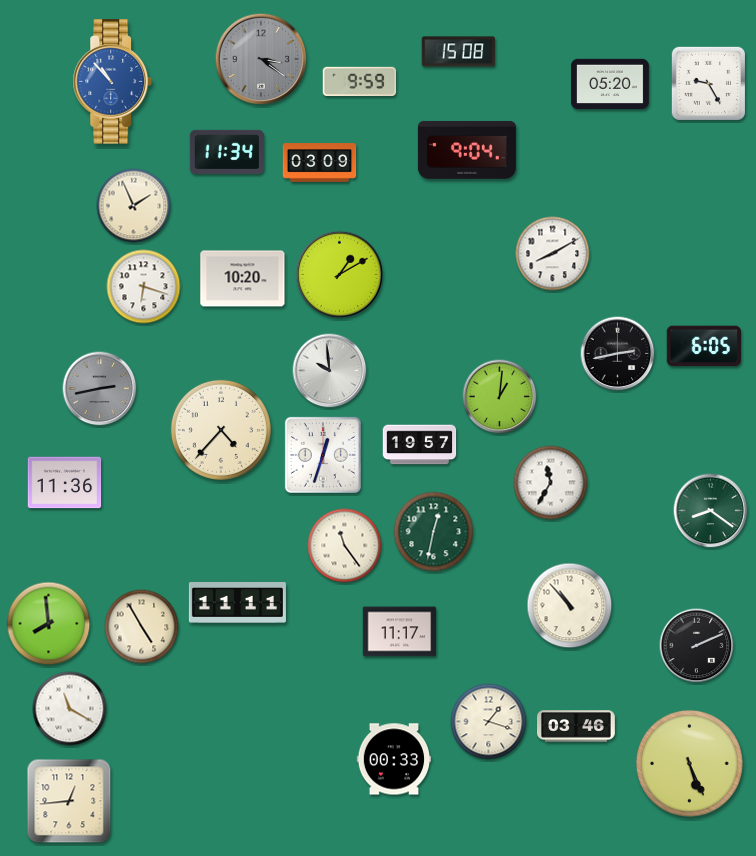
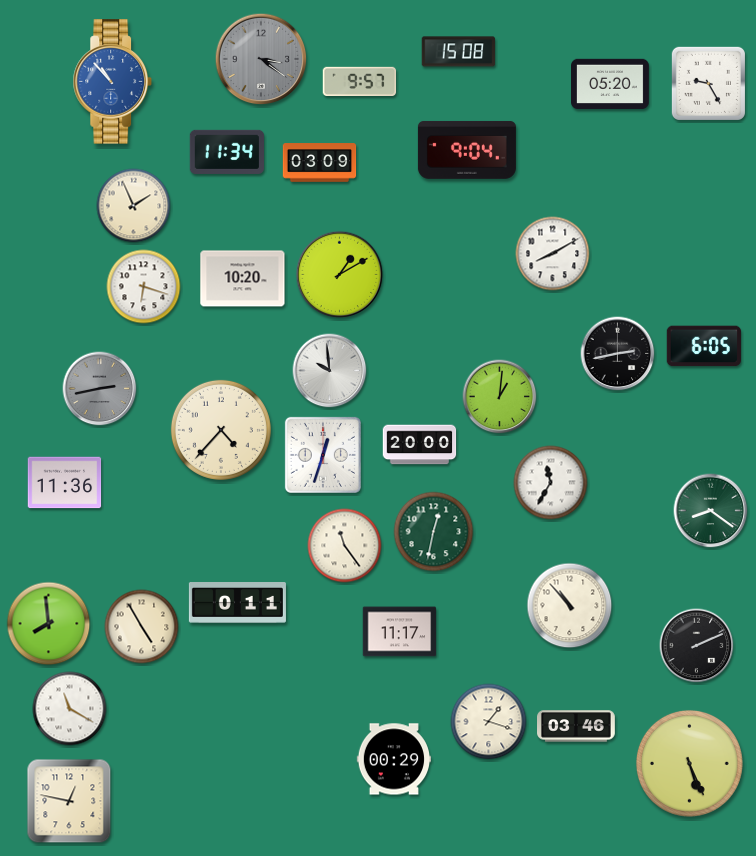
clock at (360, 81): 9:59 -> 9:57
clock at (420, 445): 19:57 -> 20:00
clock at (237, 603): 11:11 -> 0:11
clock at (393, 759): 00:33 -> 00:29
clock at (69, 801): 12:44 -> 12:47
